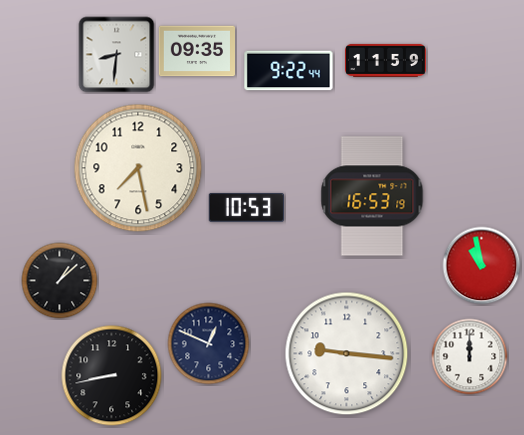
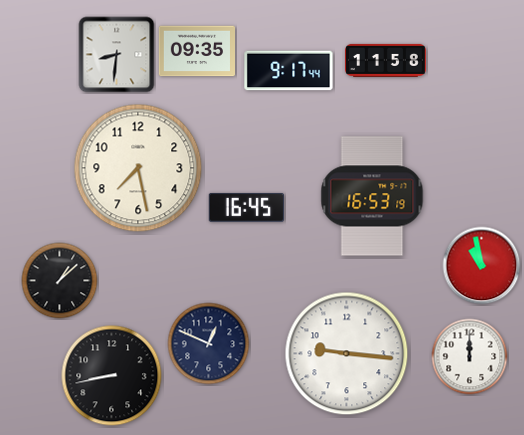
clock at (386, 60): 11:59 -> 11:58
clock at (289, 71): 9:22 -> 9:17
clock at (246, 207): 10:53 -> 16:45
